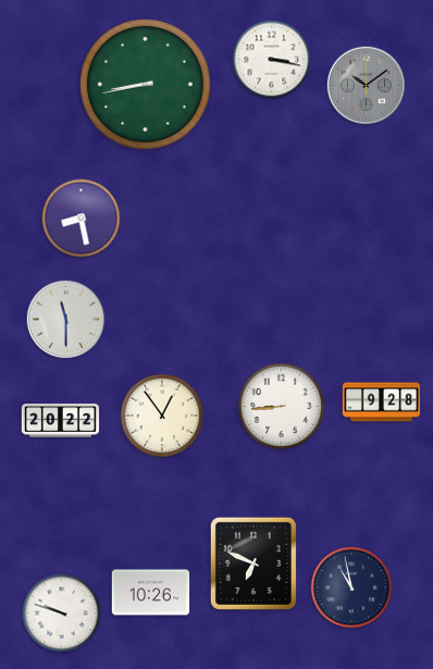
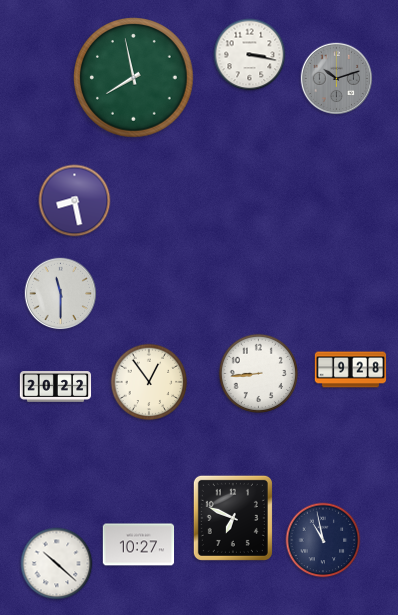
clock at (146, 85): 8:43 -> 7:58
clock at (367, 86): 10:09 -> 10:12
clock at (151, 593): 10:26 -> 10:27
clock at (62, 614): 9:48 -> 10:22
